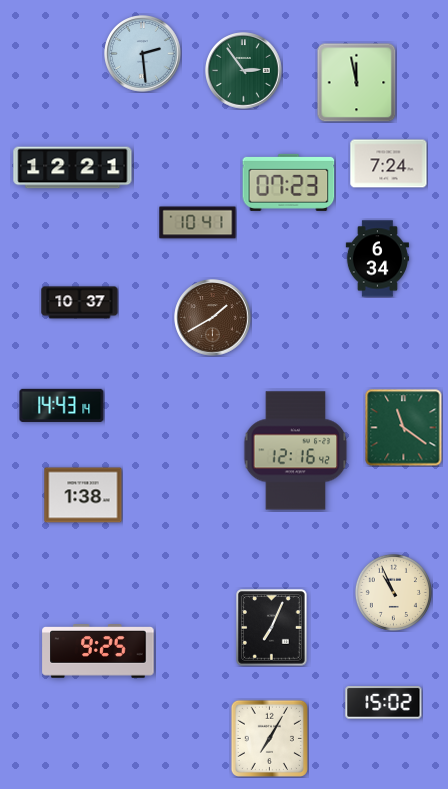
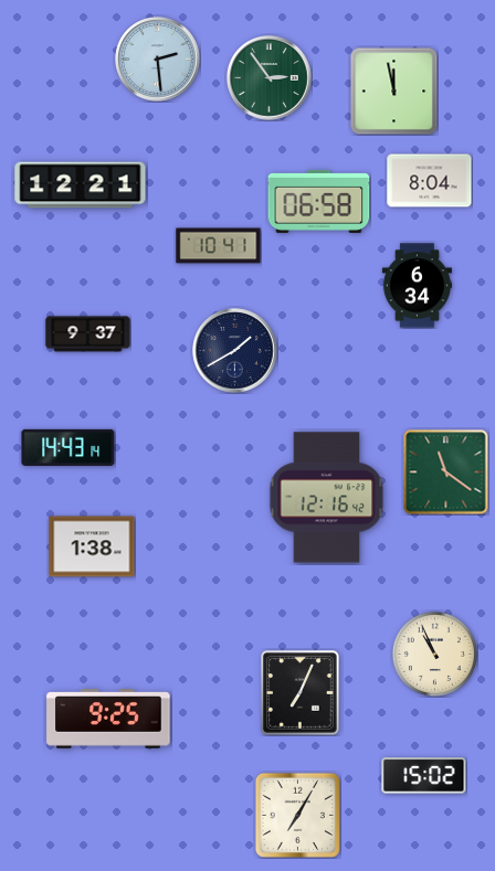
clock at (389, 164): 7:24 -> 8:04
clock at (289, 182): 07:23 -> 06:58
clock at (80, 303): 10:37 -> 9:37
clock at (213, 318) dial: brown -> navy
